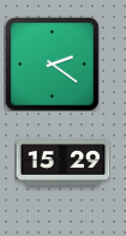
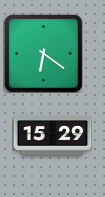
clock at (53, 65): 2:21 -> 6:21
